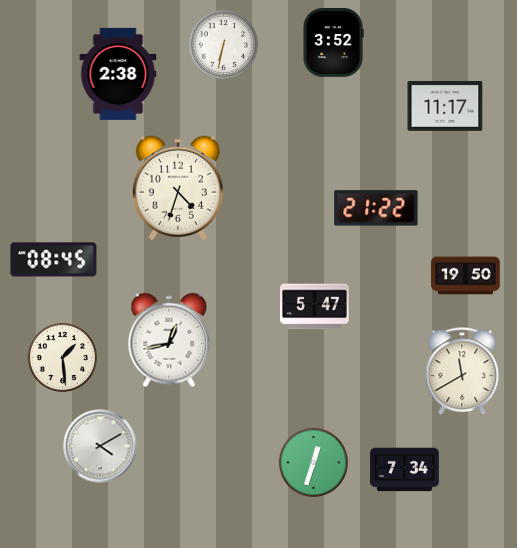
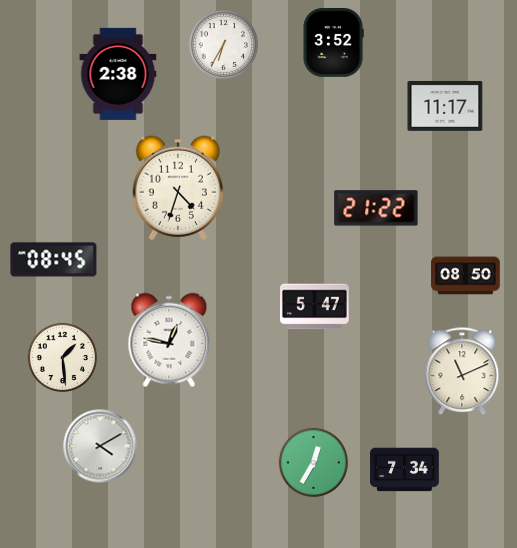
clock at (223, 44): 6:32 -> 6:35
clock at (466, 276): 19:50 -> 08:50
clock at (169, 340): 12:43 -> 12:47
clock at (462, 372): 11:40 -> 11:11
clock at (313, 462): 12:33 -> 12:35
